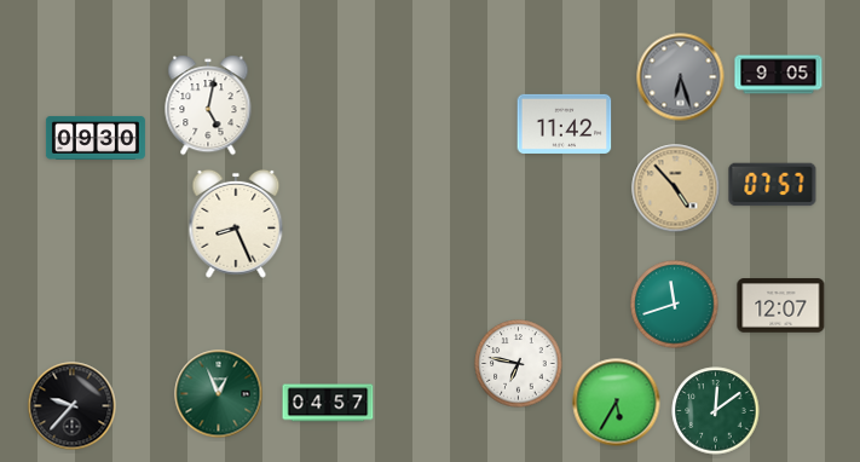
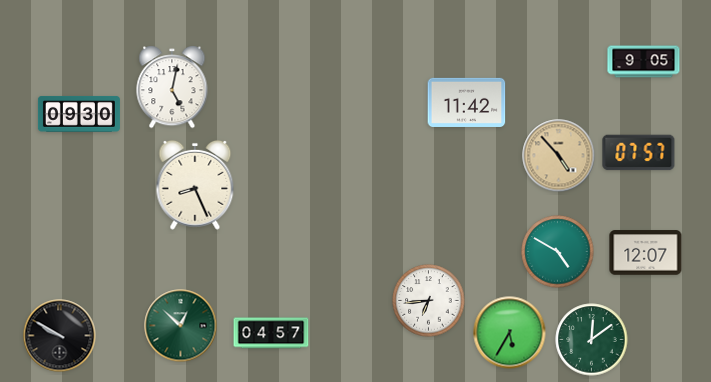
clock at (681, 77): 6:27 -> none
clock at (675, 305): 11:42 -> 4:50
clock at (519, 364): 6:47 -> 6:44
clock at (219, 394): 12:56 -> 12:52
clock at (73, 406): 9:37 -> 9:50
